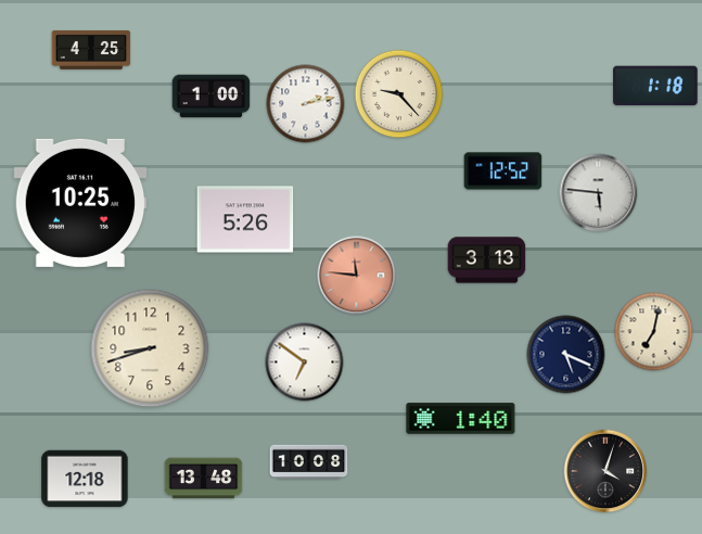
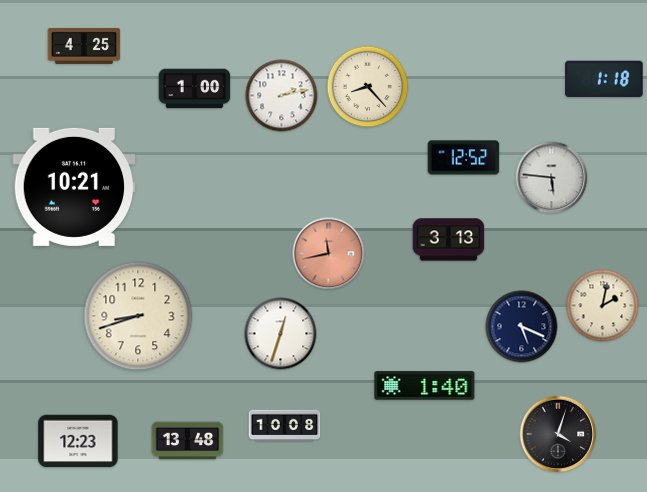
clock at (399, 94): 9:23 -> 8:23
clock at (80, 203): 10:25 -> 10:21
clock at (245, 219): 5:26 -> none
clock at (357, 276): 11:46 -> 11:43
clock at (654, 332): 7:02 -> 2:02
clock at (150, 348) position: (150, 348) -> (138, 316)
clock at (305, 363): 6:51 -> 12:33
clock at (85, 479): 12:18 -> 12:23
